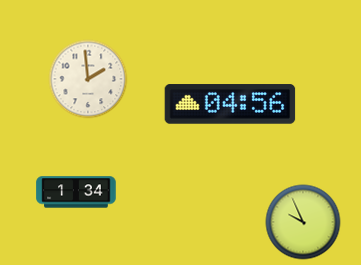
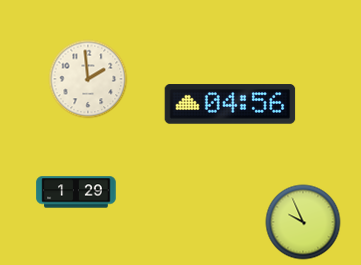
clock at (76, 192): 1:34 -> 1:29
